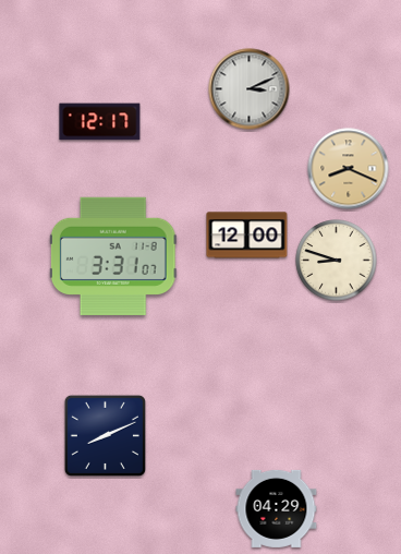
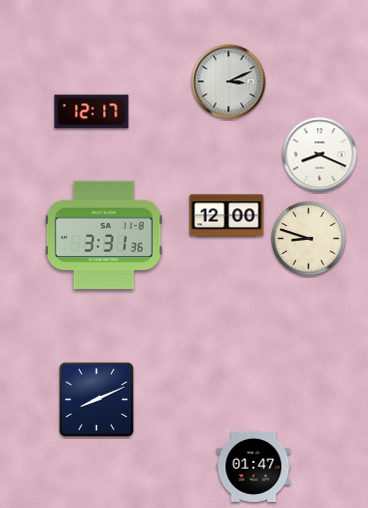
clock at (349, 169) dial: champagne -> white
clock at (113, 256): 3:31:07 -> 3:31:36
clock at (277, 508): 04:29 -> 01:47
